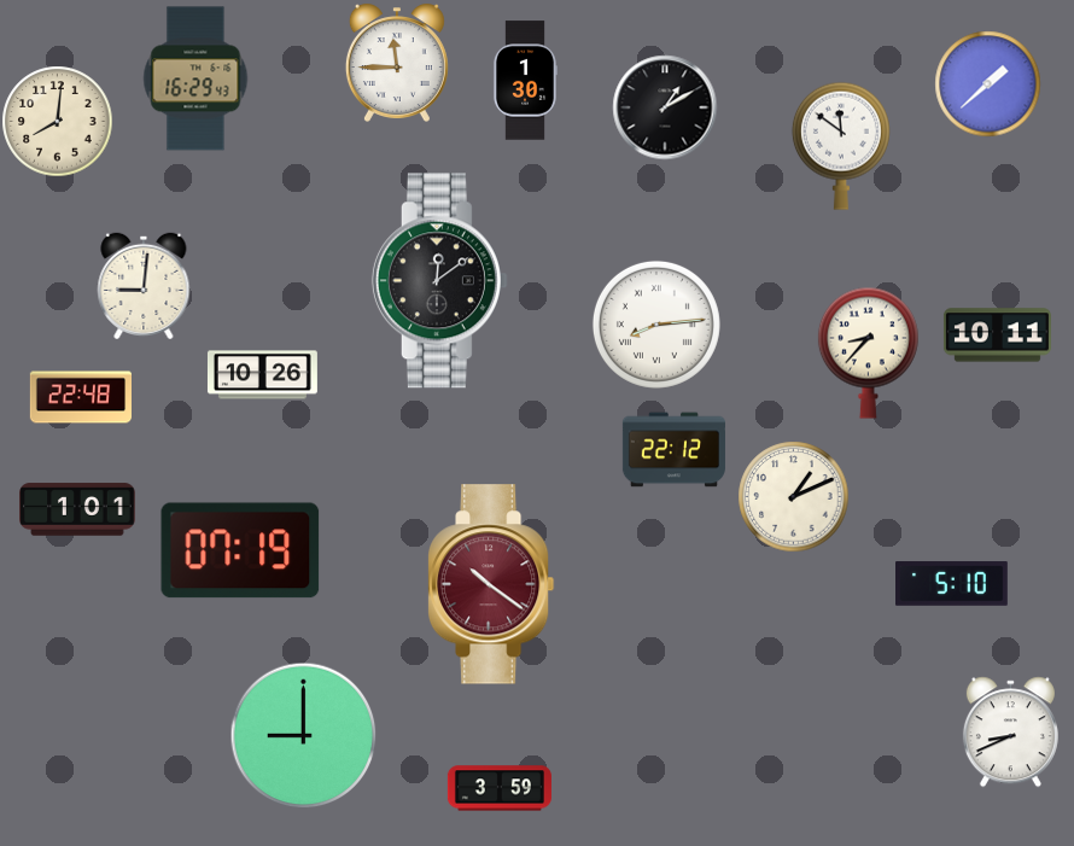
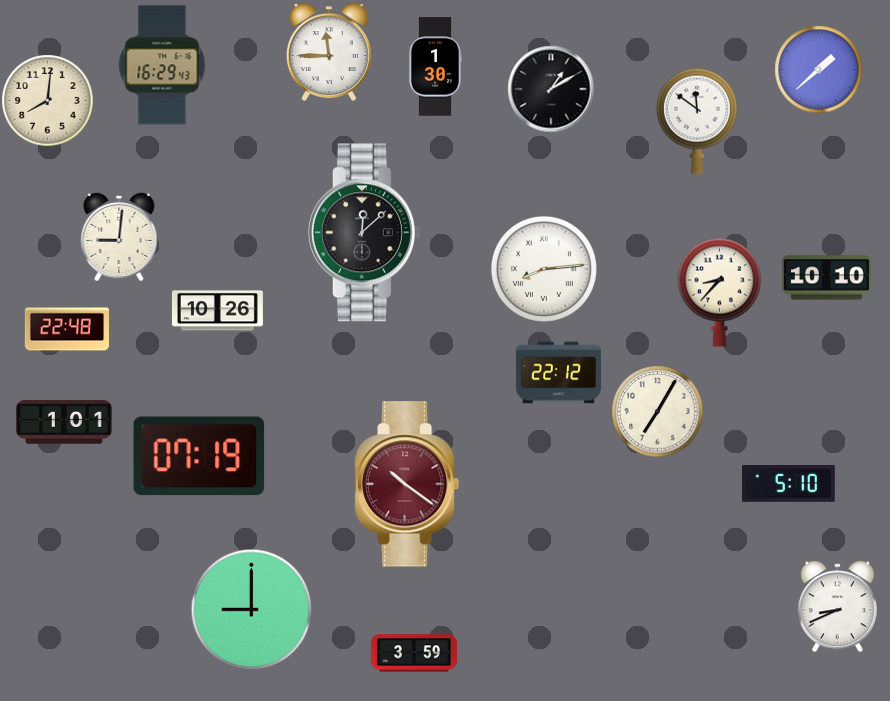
clock at (439, 281): 12:09 -> 12:08
clock at (997, 336): 10:11 -> 10:10
clock at (793, 496): 1:11 -> 7:05
